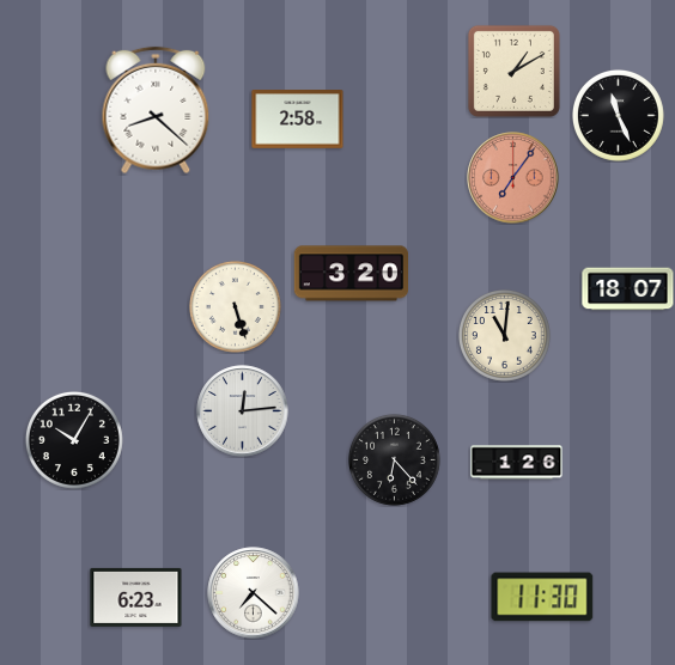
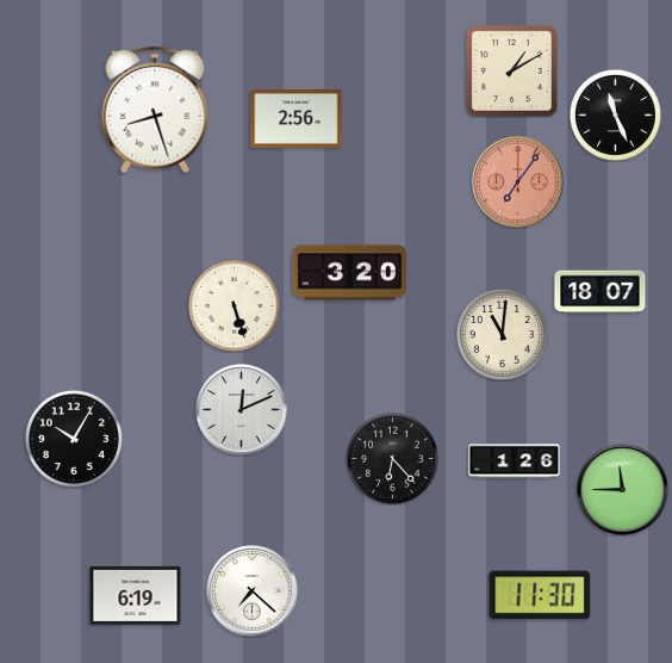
clock at (156, 110): 8:22 -> 8:27
clock at (298, 120): 2:58 -> 2:56
clock at (513, 178) position: (513, 178) -> (518, 182)
clock at (628, 289) position: (628, 289) -> (601, 292)
clock at (243, 411): 12:14 -> 12:11
clock at (623, 490): none -> 11:45
clock at (136, 597): 6:23 -> 6:19
